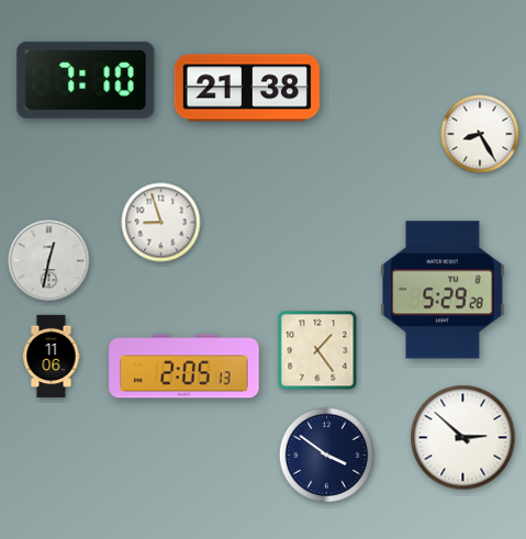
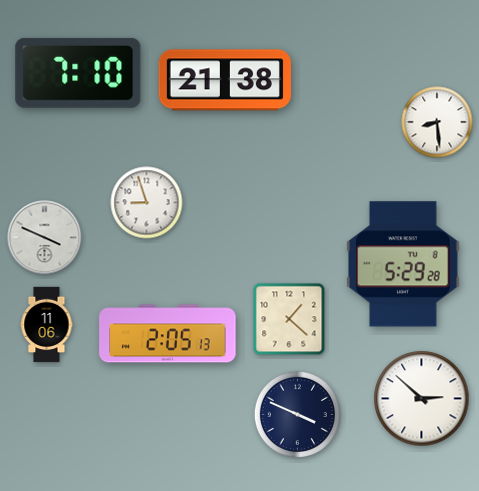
clock at (480, 134): 8:25 -> 8:29
clock at (49, 261): 12:32 -> 3:49
clock at (317, 350): 1:24 -> 1:22
clock at (326, 454): 3:51 -> 3:49
